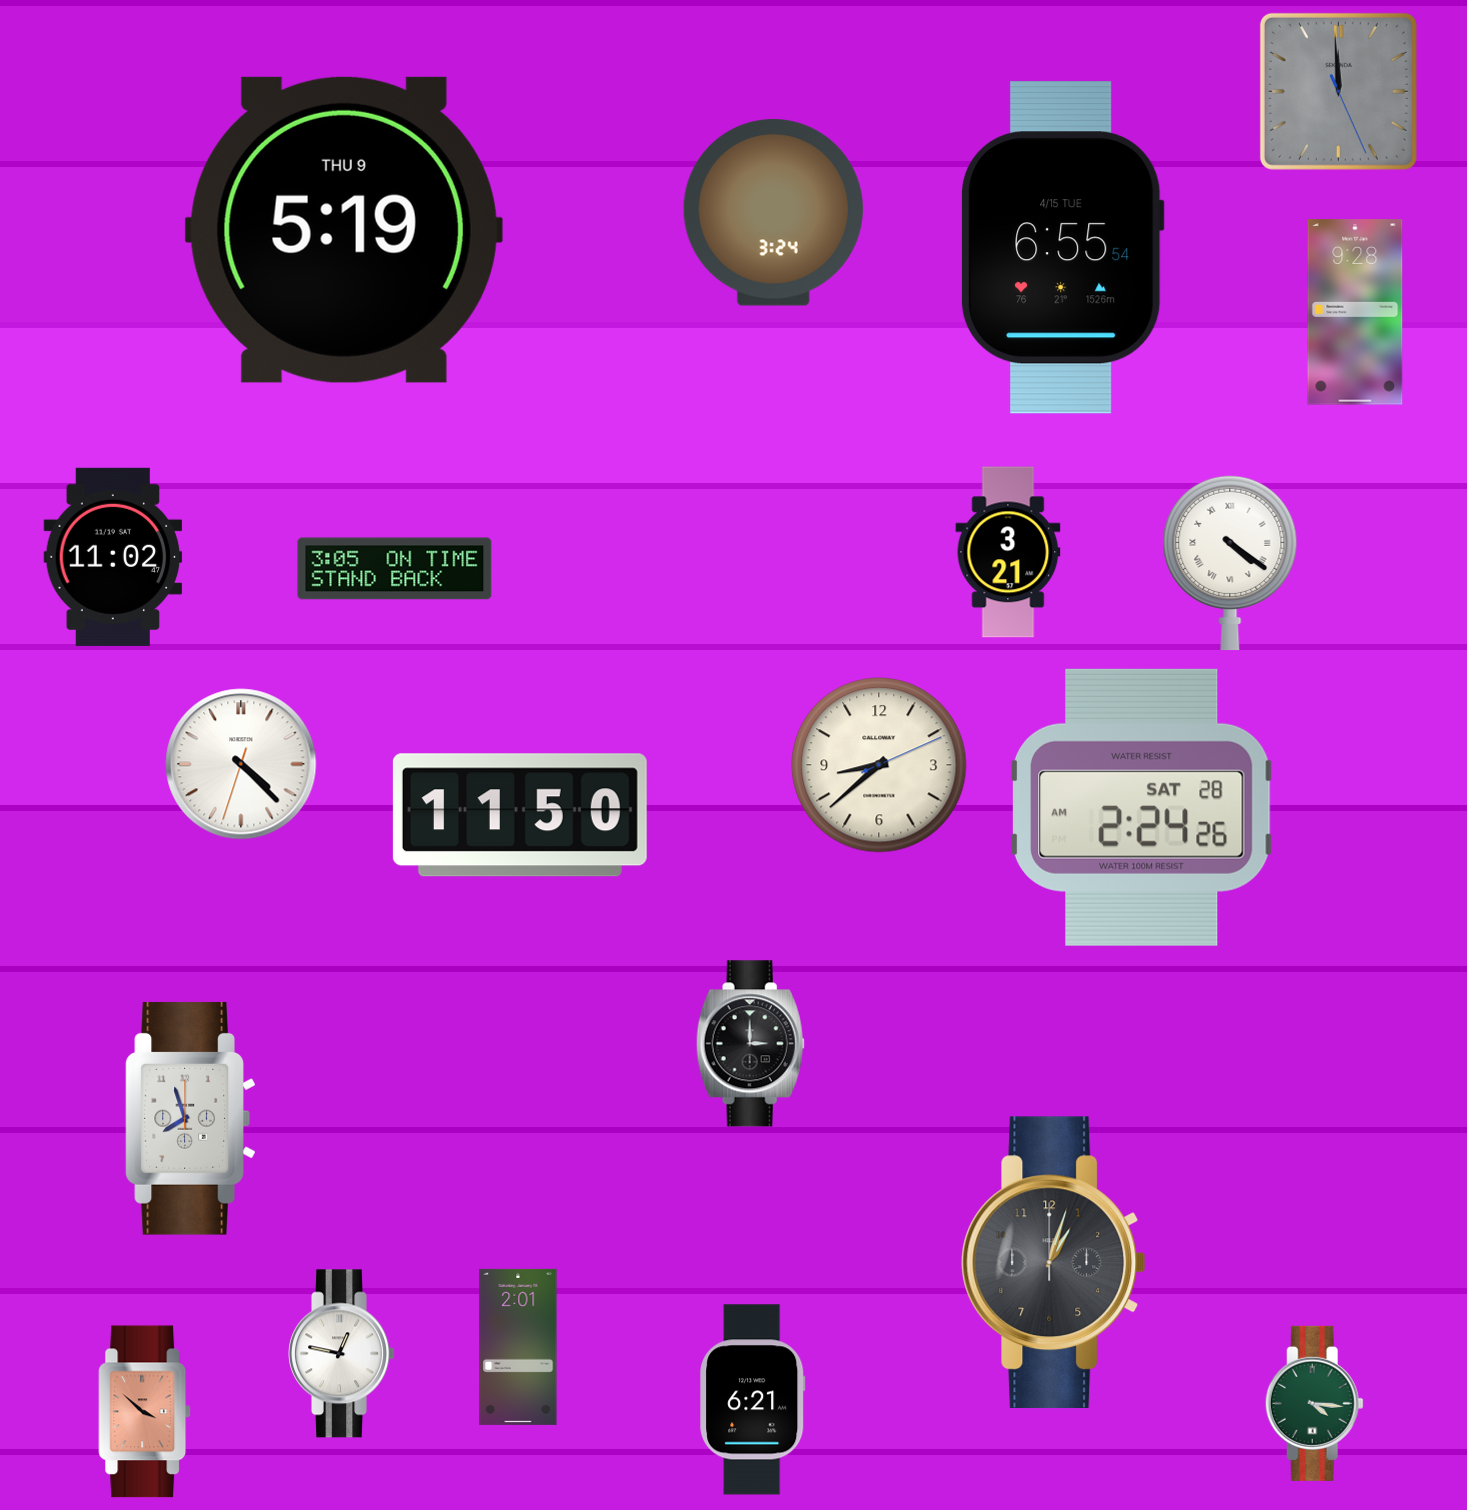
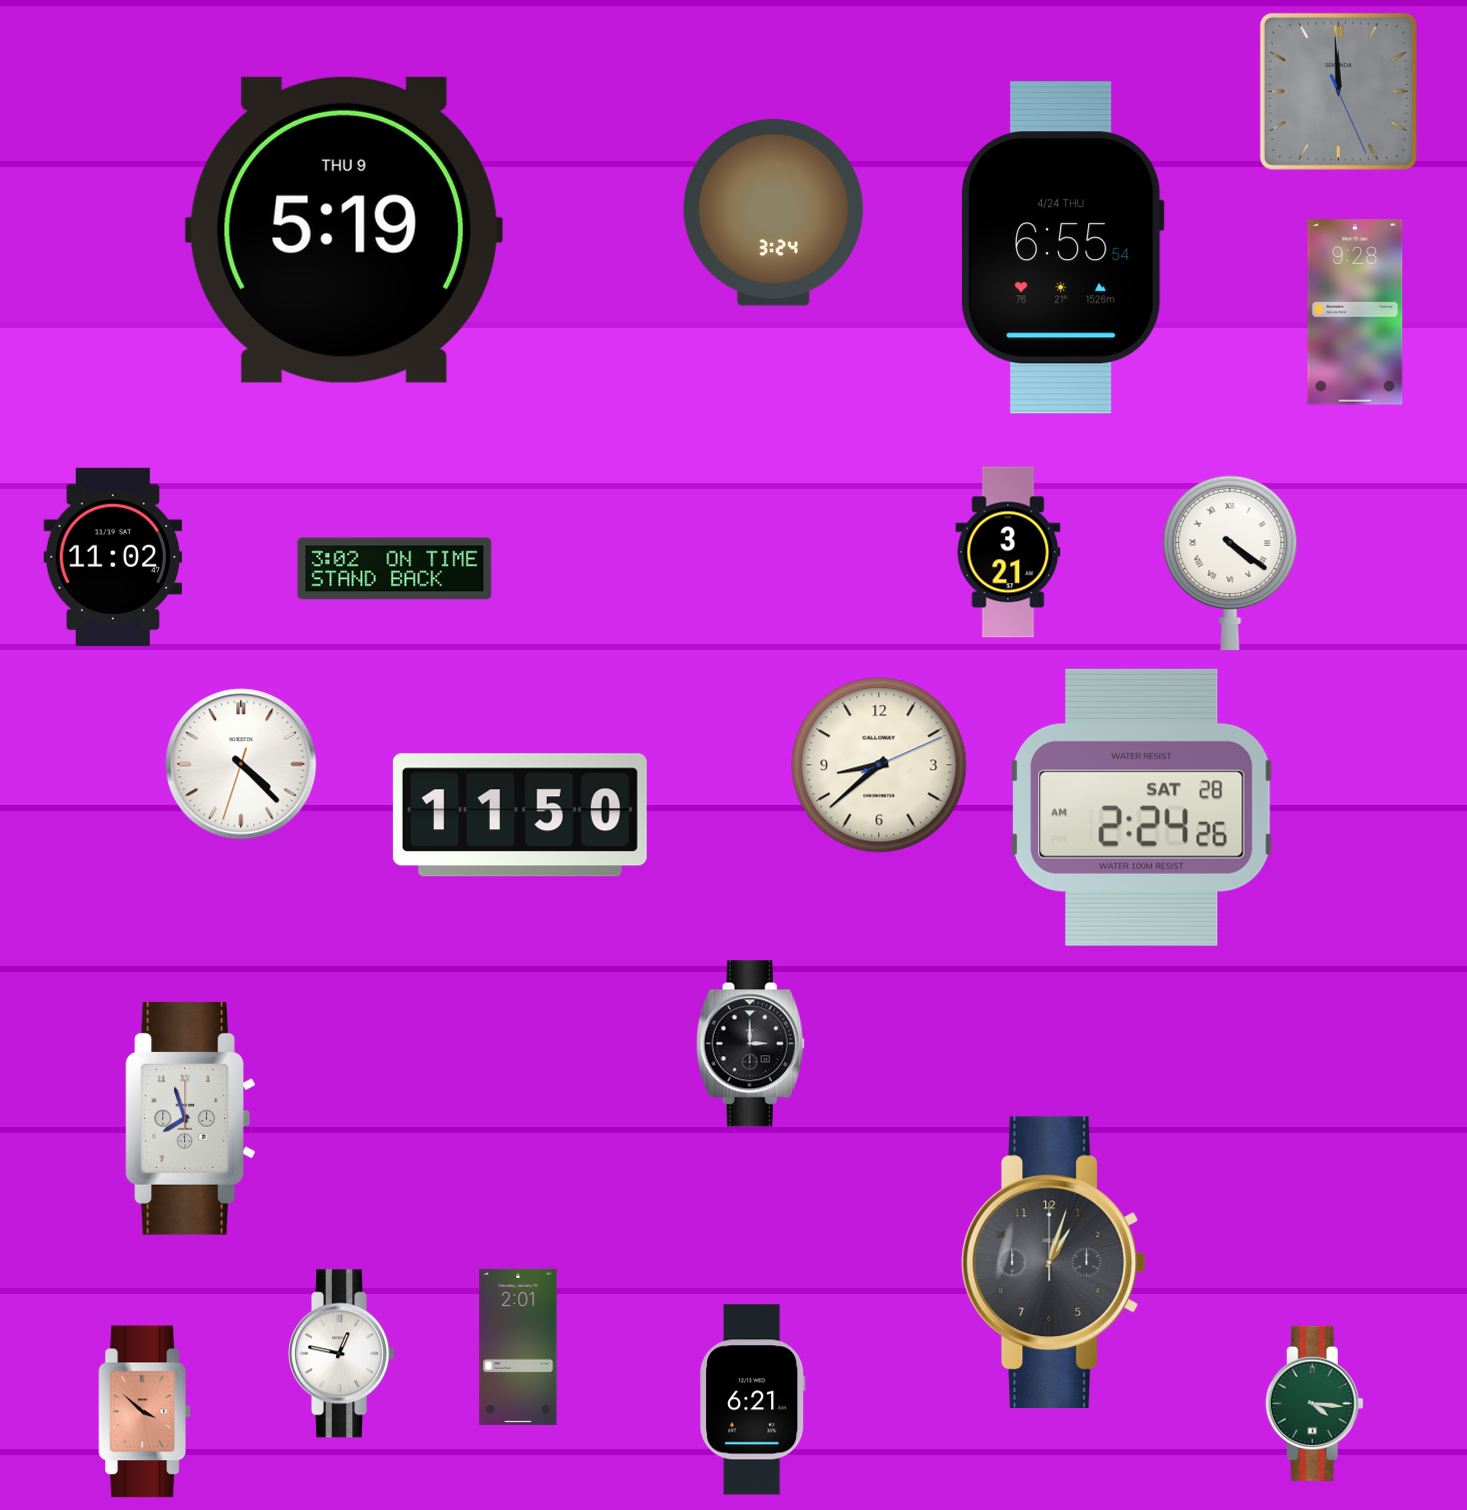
clock at (1062, 248) date: 4/15 TUE -> 4/24 THU
clock at (395, 569): 3:05 -> 3:02
